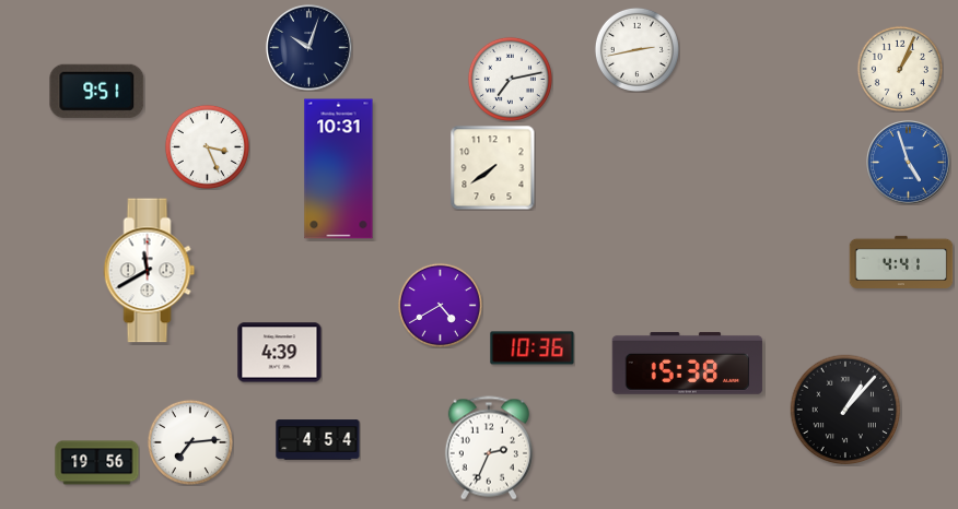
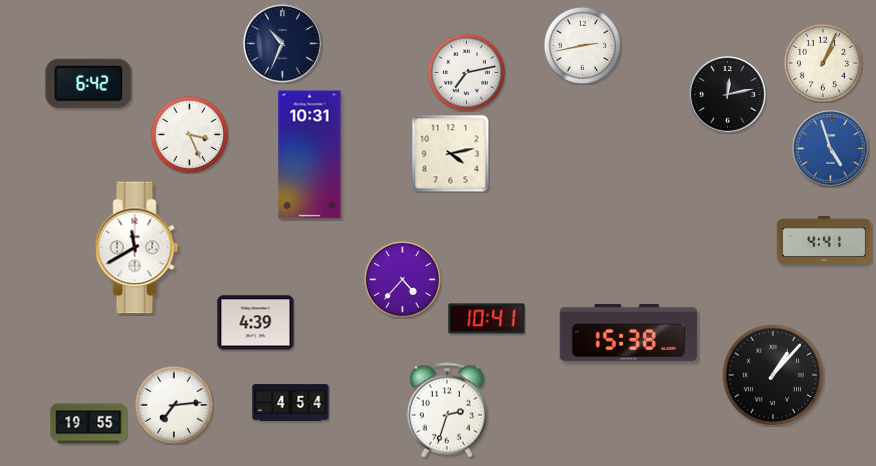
clock at (309, 48): 10:03 -> 10:34
clock at (97, 91): 9:51 -> 6:42
clock at (728, 95): none -> 12:13
clock at (492, 167): 7:39 -> 4:13
clock at (440, 305): 4:40 -> 4:37
clock at (533, 348): 10:36 -> 10:41
clock at (489, 448): 2:34 -> 2:33
clock at (97, 463): 19:56 -> 19:55
